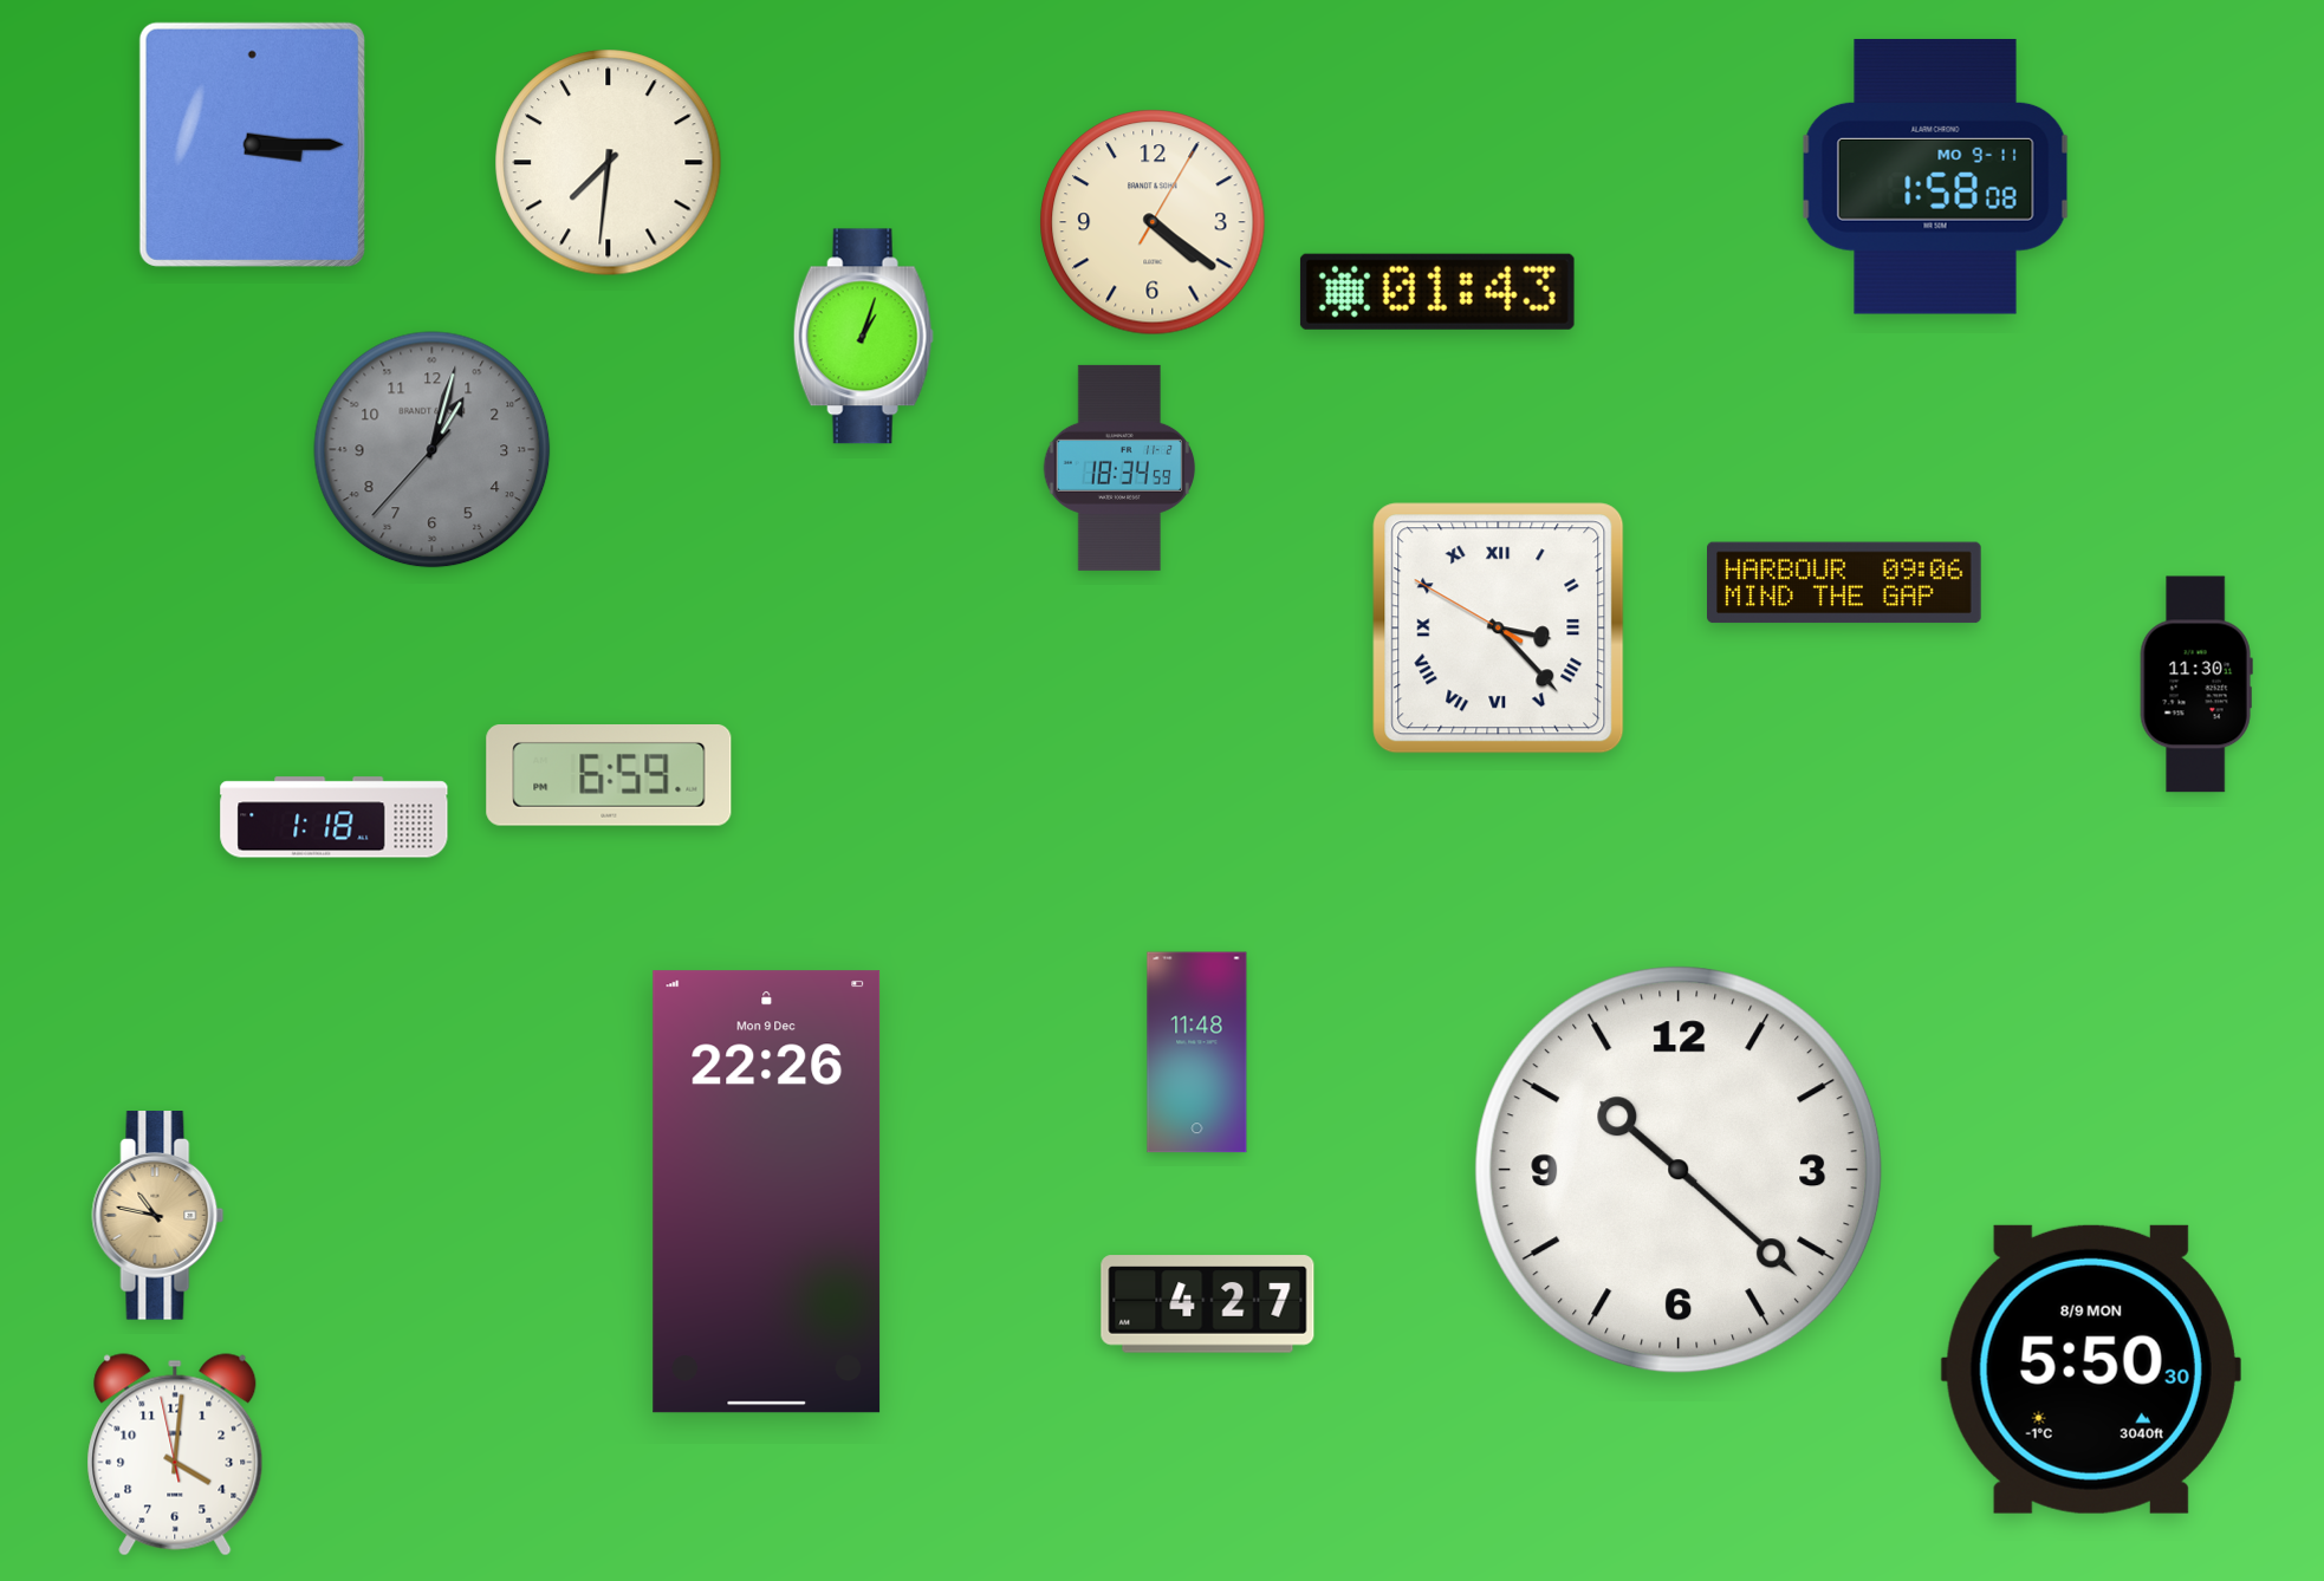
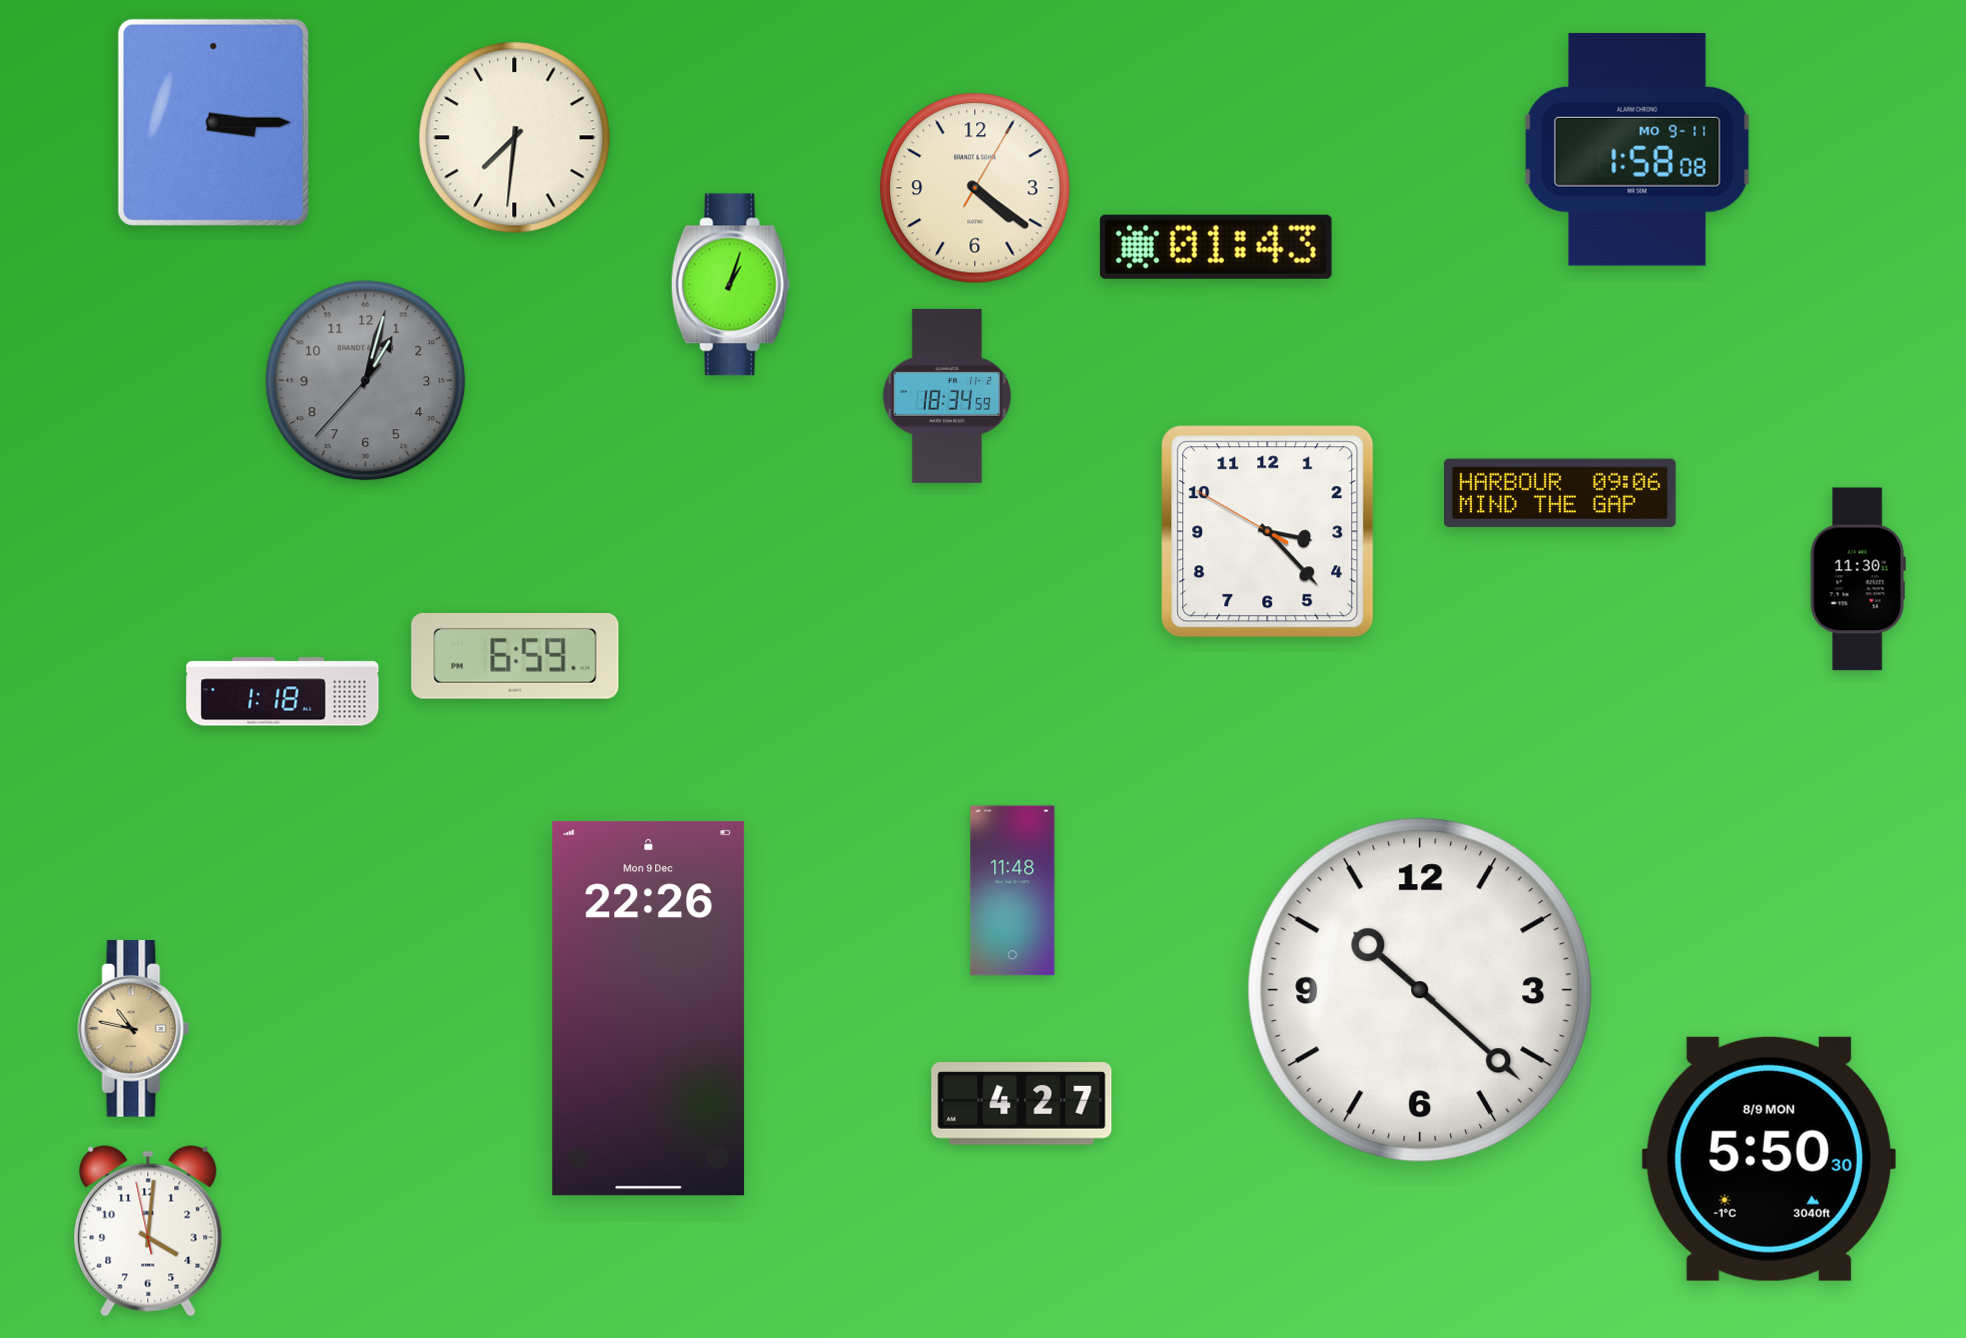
clock at (1499, 629) numerals: Roman -> Arabic
